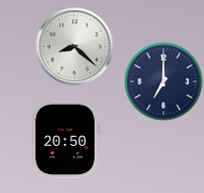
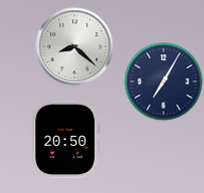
clock at (163, 81): 7:00 -> 7:05
